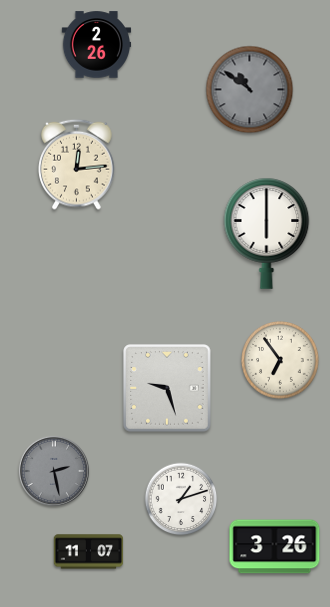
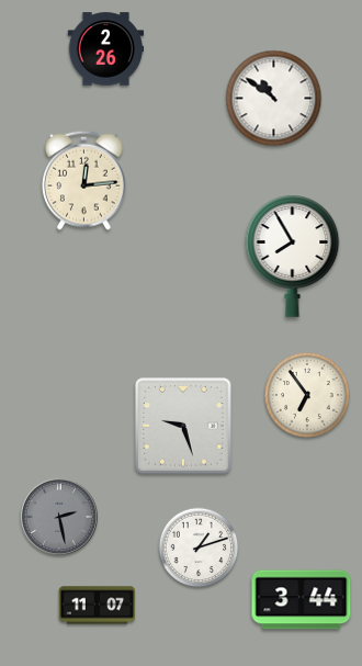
clock at (250, 90) dial: grey -> white
clock at (267, 233): 6:00 -> 7:55
clock at (275, 547): 3:26 -> 3:44
